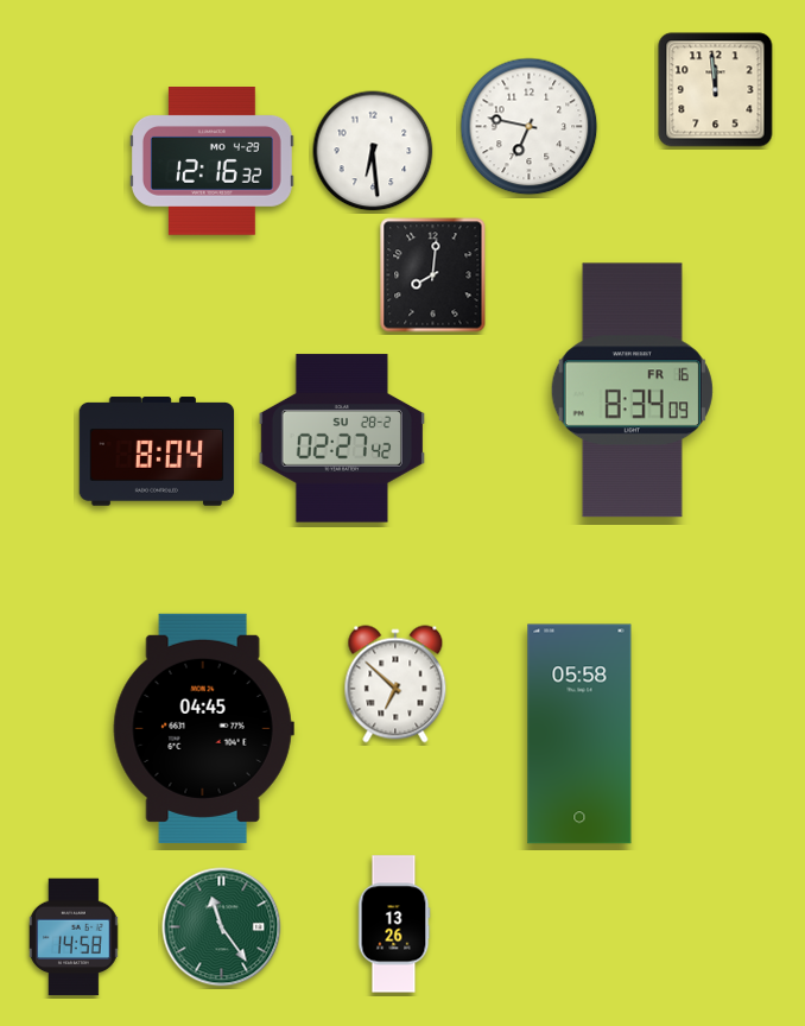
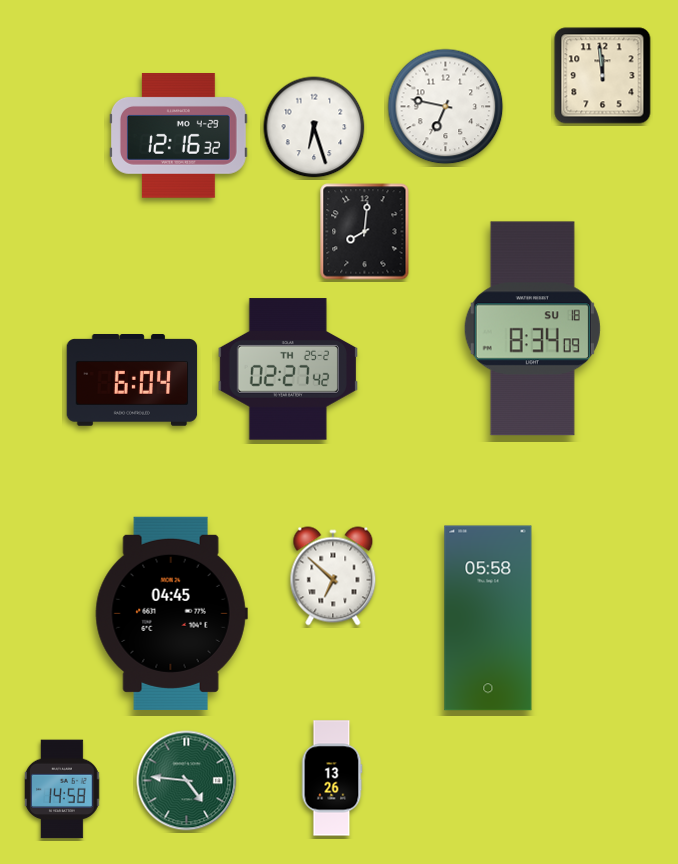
clock at (373, 151): 6:29 -> 6:27
clock at (632, 391) date: FR 16 -> SU 18
clock at (342, 438) date: SU 28-2 -> TH 25-2
clock at (157, 452): 8:04 -> 6:04
clock at (222, 927): 11:24 -> 4:46
